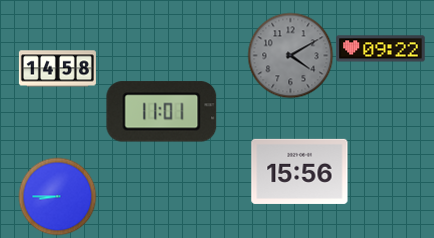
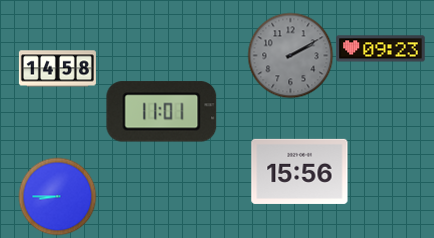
clock at (381, 49): 09:22 -> 09:23
clock at (290, 55): 4:10 -> 2:10
